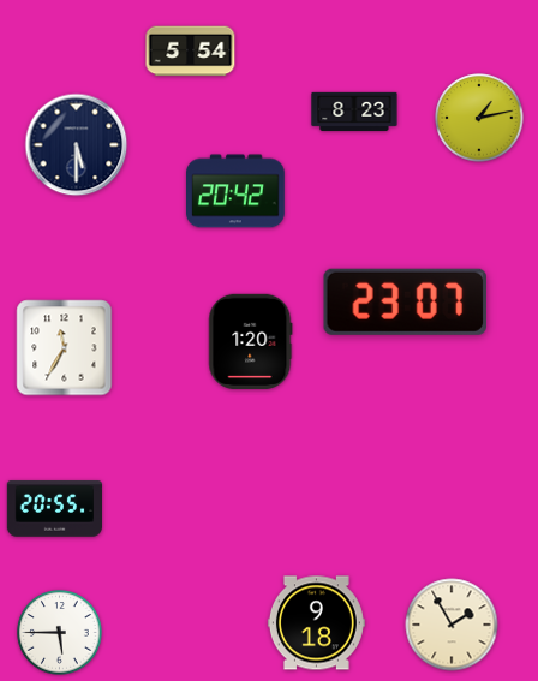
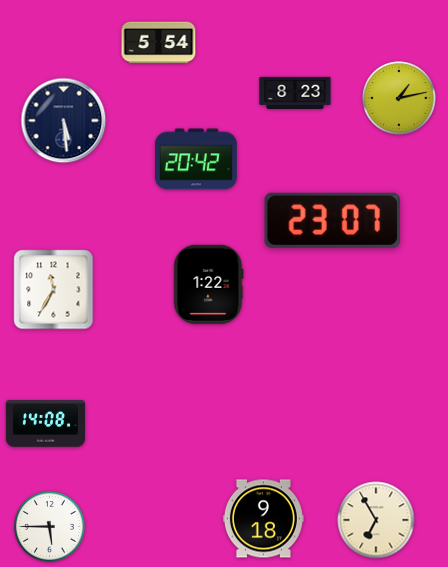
clock at (77, 145): 5:30 -> 5:29
clock at (405, 301) position: (405, 301) -> (332, 220)
clock at (251, 341): 1:20 -> 1:22
clock at (54, 509): 20:55 -> 14:08
clock at (452, 625): 1:55 -> 6:55
